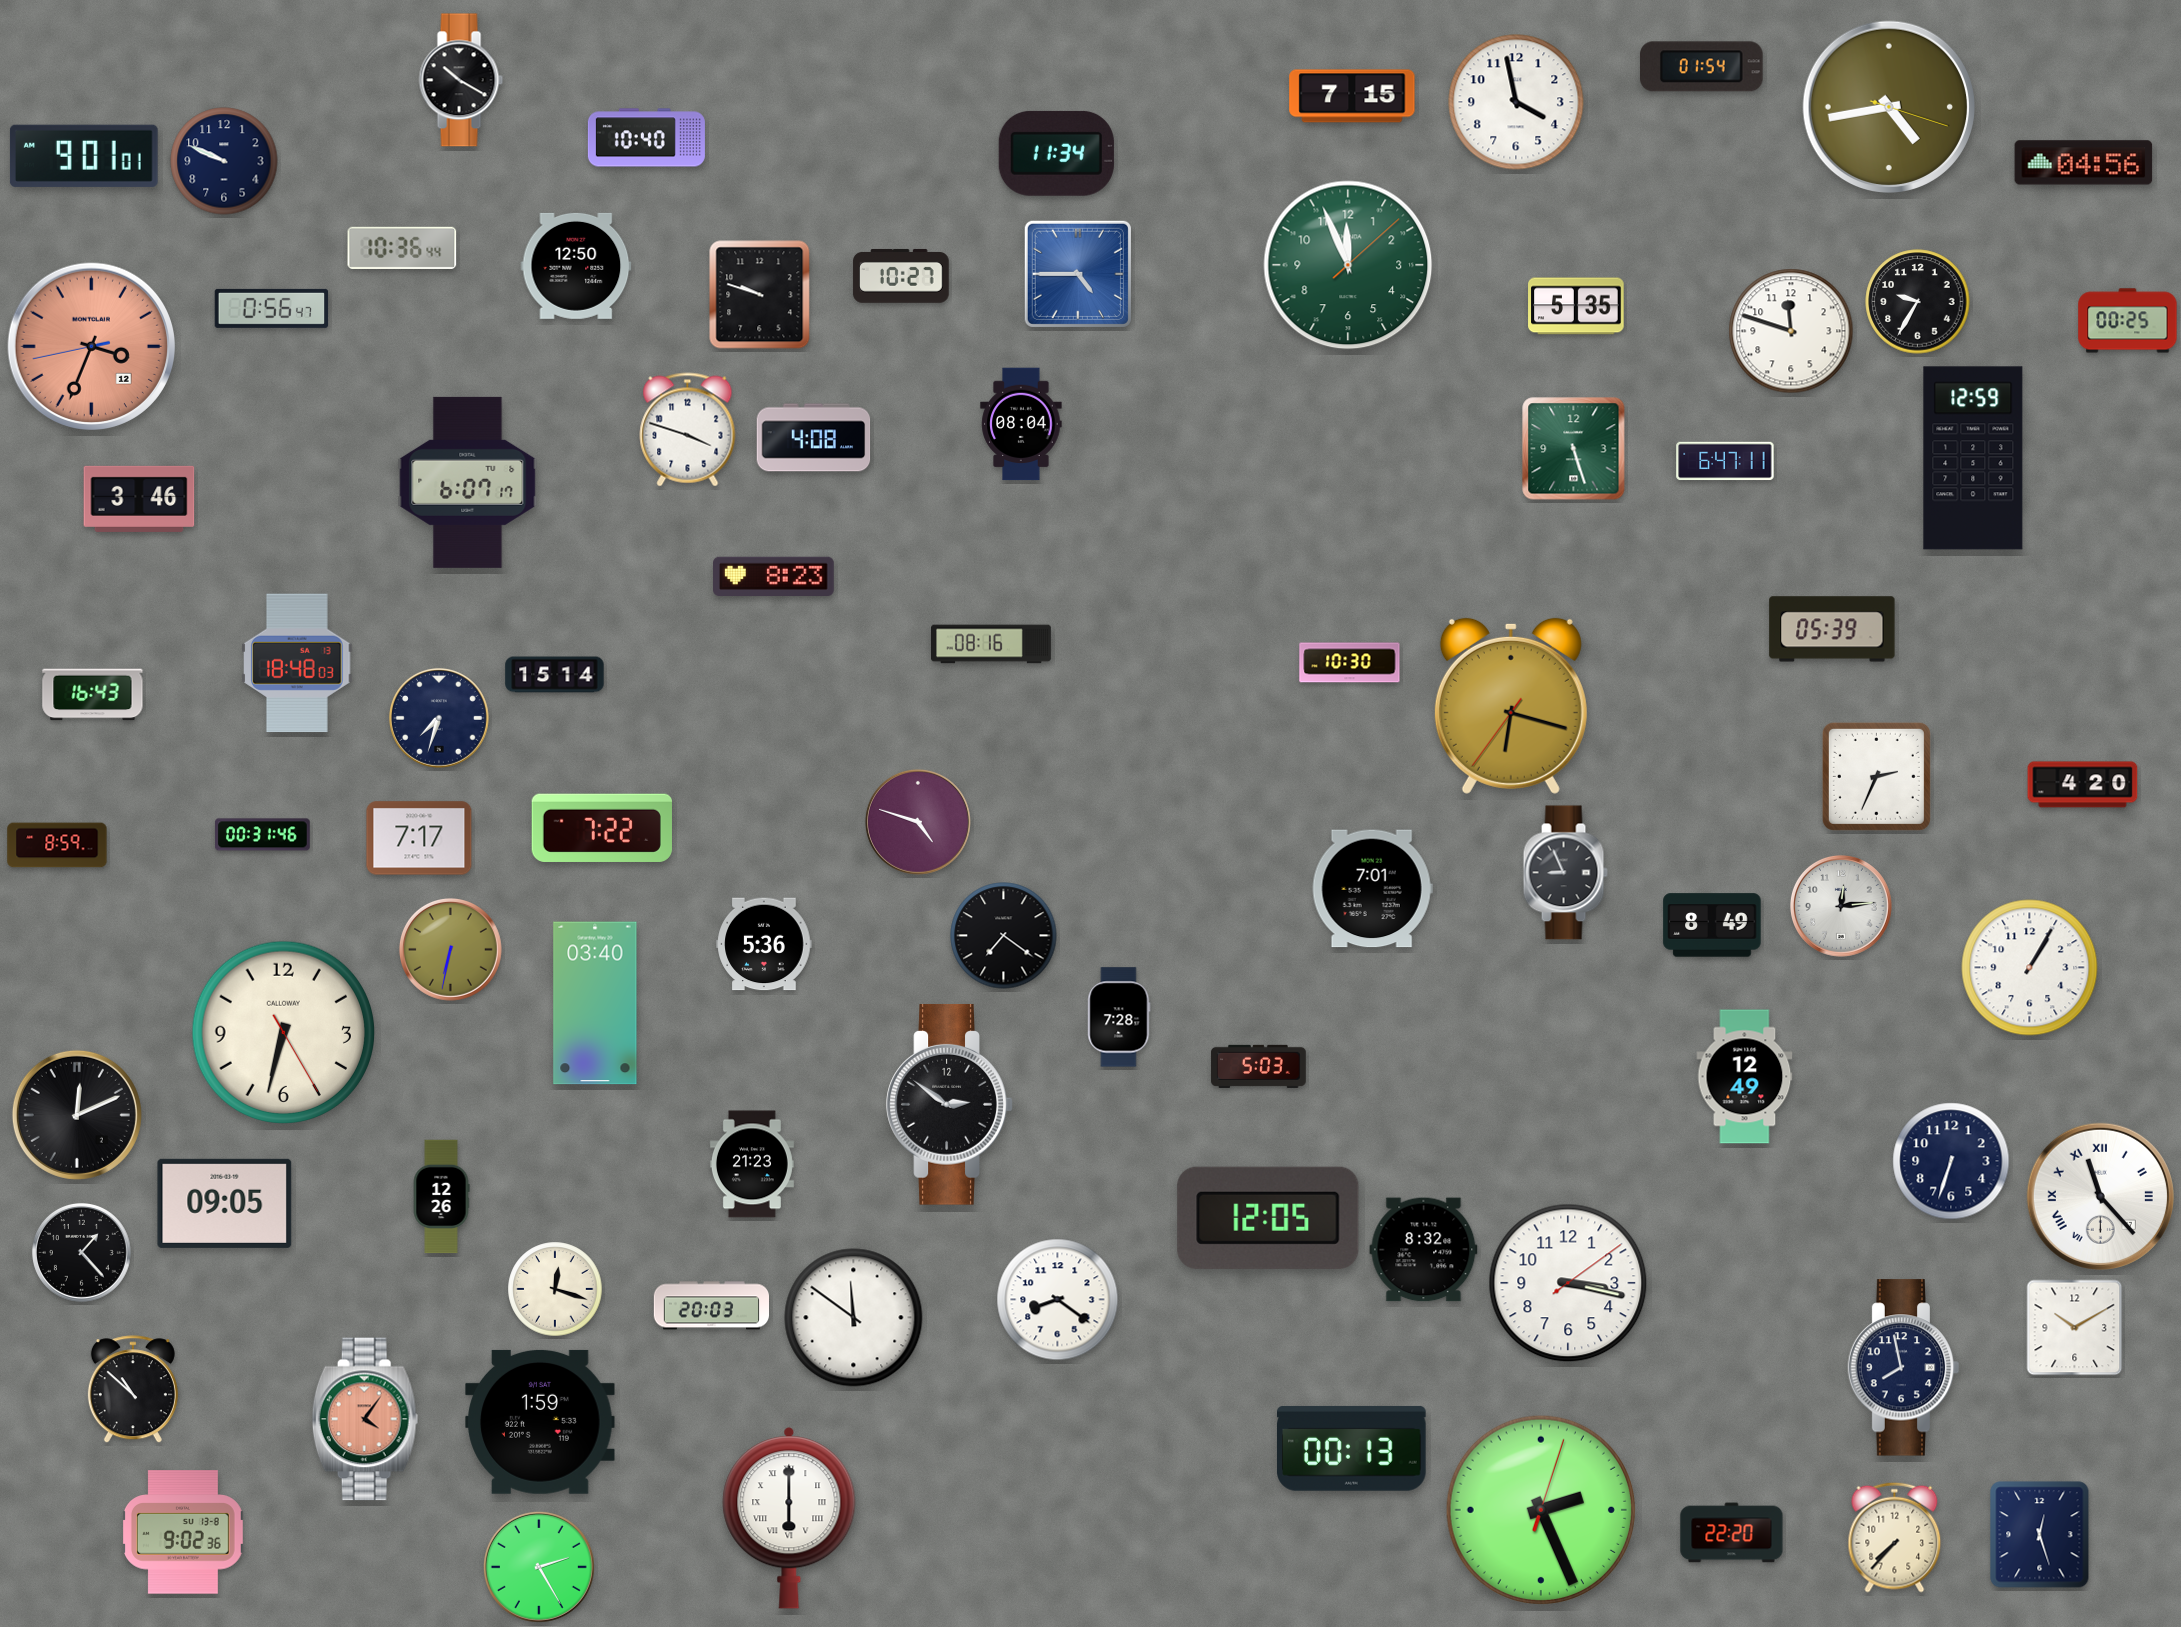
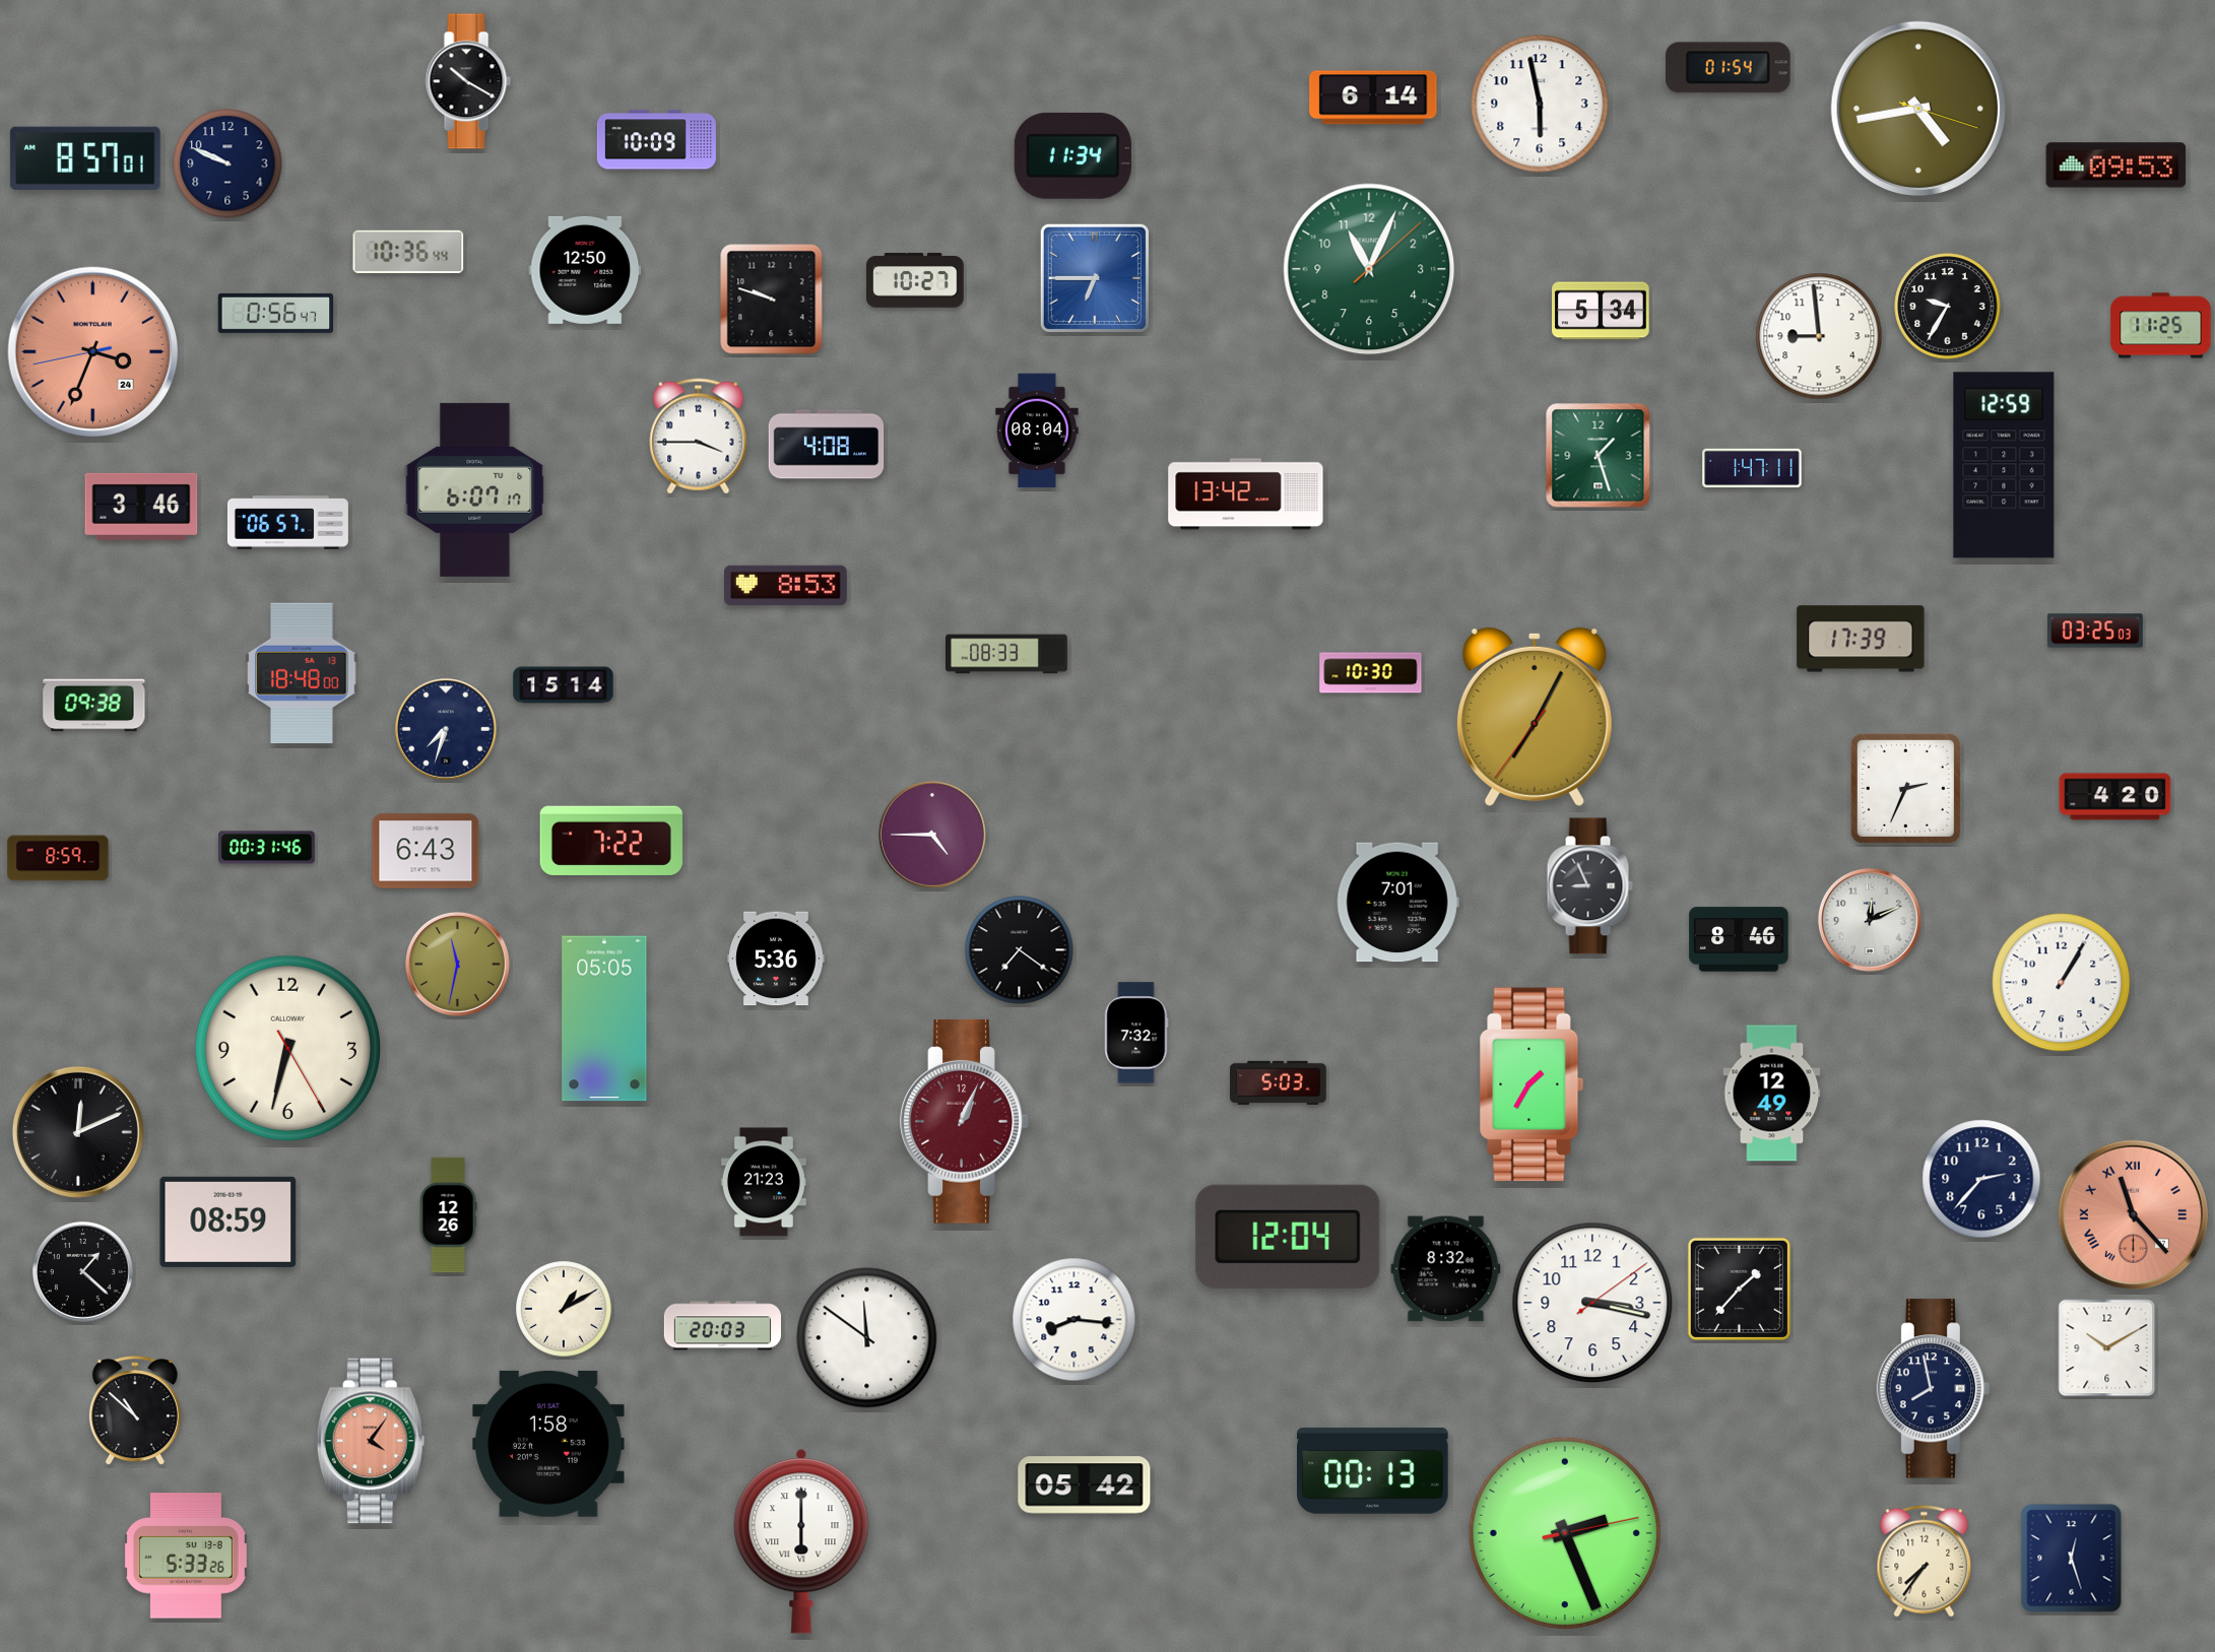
clock at (1352, 96): 7:15 -> 6:14
clock at (1516, 102): 3:58 -> 5:58
clock at (646, 138): 10:40 -> 10:09
clock at (84, 156): 9:01 -> 8:57
clock at (2084, 163): 04:56 -> 09:53
clock at (1348, 265): 11:56 -> 11:04
clock at (1078, 274): 4:45 -> 6:45
clock at (1576, 306): 5:35 -> 5:34
clock at (2128, 321): 00:25 -> 11:25
clock at (1791, 331): 11:48 -> 8:59
clock at (91, 346) date: 12 -> 24
clock at (688, 430): 3:48 -> 3:45
clock at (1574, 449): 5:27 -> 1:27
clock at (1725, 461): 6:47 -> 1:47
clock at (1246, 494): none -> 13:42
clock at (287, 523): none -> 06:57
clock at (774, 577): 8:23 -> 8:53
clock at (2095, 631): none -> 03:25
clock at (1832, 629): 05:39 -> 17:39
clock at (992, 644): 08:16 -> 08:33
clock at (297, 663): 18:48:03 -> 18:48:00
clock at (93, 695): 16:43 -> 09:38
clock at (1511, 706): 6:17 -> 7:04
clock at (918, 822): 4:48 -> 4:45
clock at (419, 838): 7:17 -> 6:43
clock at (1372, 889) position: (1372, 889) -> (1397, 903)
clock at (1841, 906): 12:14 -> 12:11
clock at (1712, 925): 8:49 -> 8:46
clock at (450, 949): 6:32 -> 11:32
clock at (595, 1003): 03:40 -> 05:05
clock at (1119, 1017): 7:28 -> 7:32
clock at (1532, 1084): none -> 1:35
clock at (950, 1105): 2:51 -> 1:04
clock at (950, 1105) dial: black -> burgundy
clock at (1951, 1161): 6:33 -> 2:37
clock at (2100, 1196) dial: white -> salmon
clock at (225, 1203): 09:05 -> 08:59
clock at (1268, 1218): 12:05 -> 12:04
clock at (82, 1253): 1:23 -> 1:22
clock at (1739, 1288): none -> 1:37
clock at (555, 1289): 12:18 -> 1:10
clock at (1058, 1300): 8:21 -> 8:16
clock at (540, 1422): 1:59 -> 1:58
clock at (1085, 1485): none -> 05:42
clock at (1541, 1510): 2:26:03 -> 2:26:13
clock at (183, 1532): 9:02 -> 5:33
clock at (1732, 1533): 22:20 -> none
clock at (1895, 1537): 7:37 -> 7:36
clock at (539, 1567): 2:25 -> none
